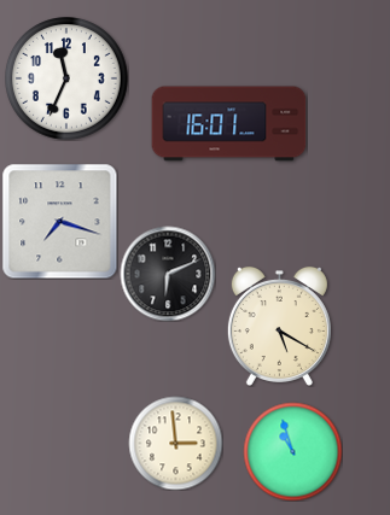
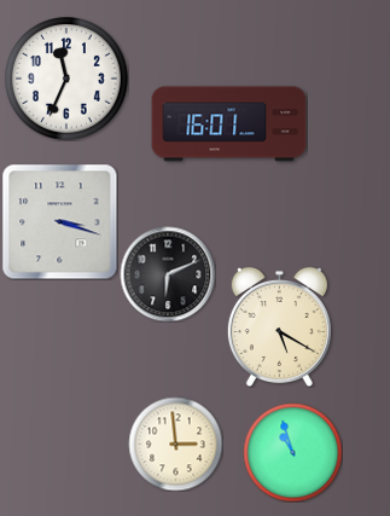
clock at (59, 221): 7:18 -> 3:18
